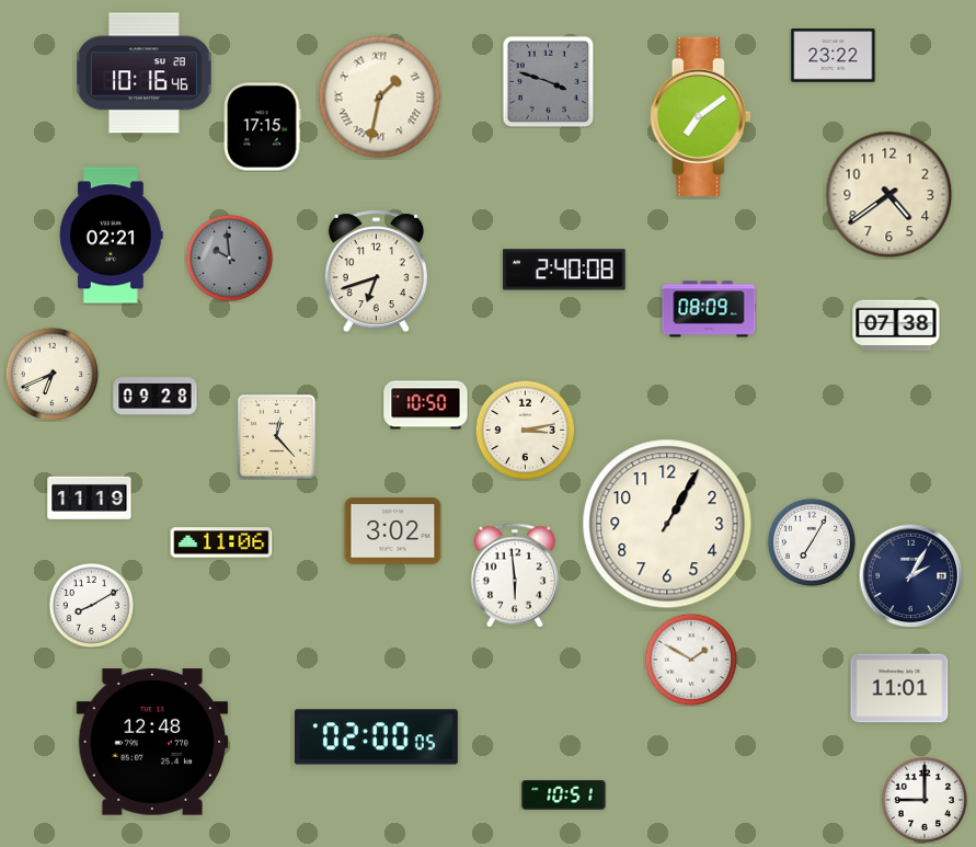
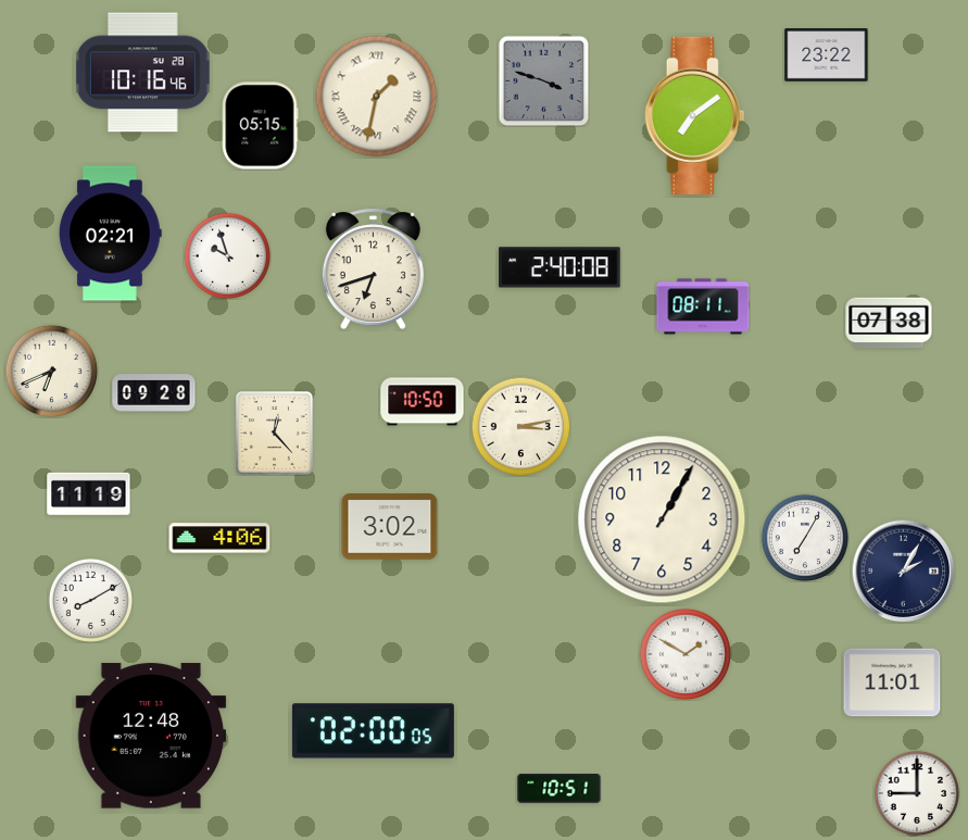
clock at (262, 127): 17:15 -> 05:15
clock at (889, 195): 4:39 -> none
clock at (229, 257): 9:59 -> 9:57
clock at (229, 257) dial: grey -> white
clock at (709, 309): 08:09 -> 08:11
clock at (221, 542): 11:06 -> 4:06
clock at (514, 575): 5:59 -> none
